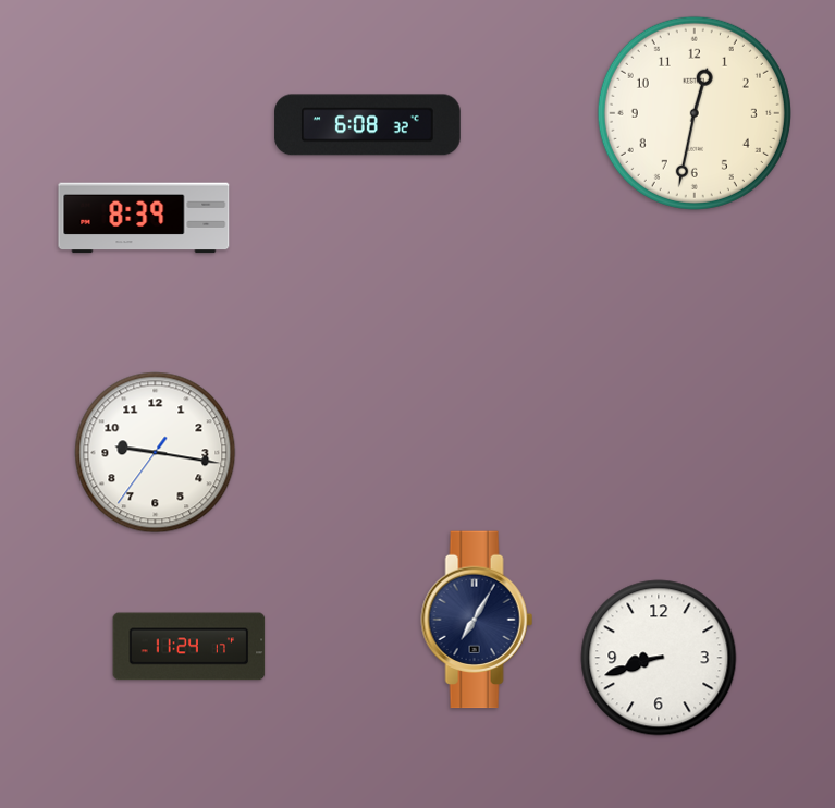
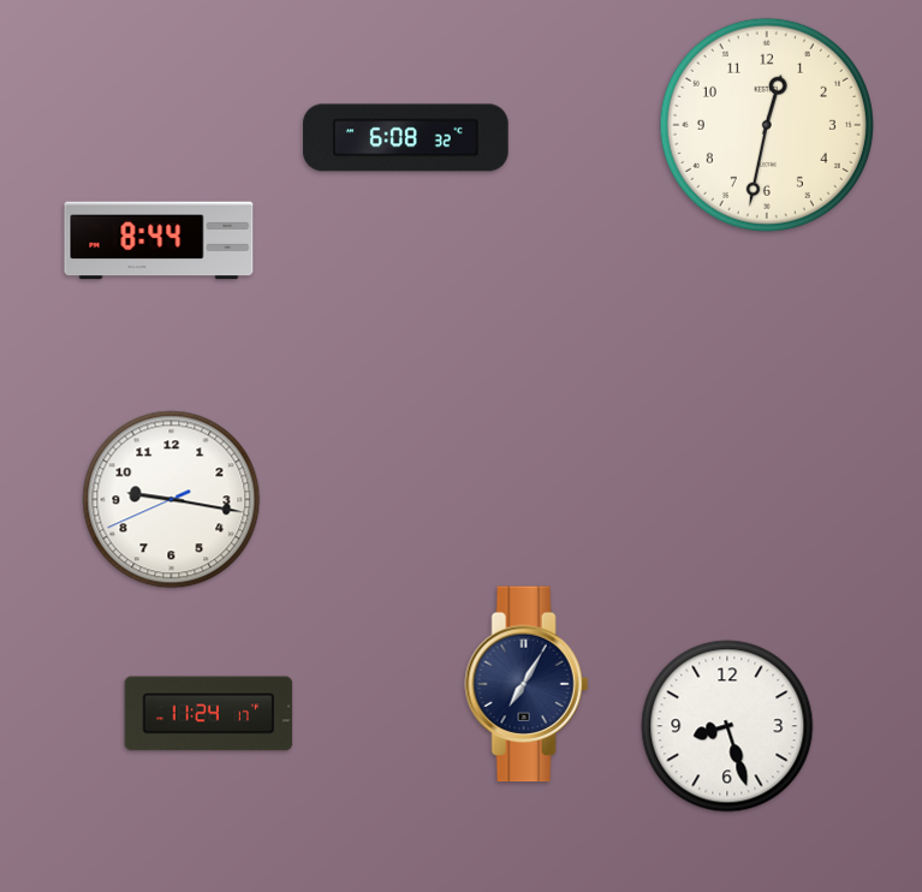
clock at (144, 218): 8:39 -> 8:44
clock at (156, 453): 9:16:36 -> 9:16:41
clock at (659, 658): 8:42 -> 8:27
